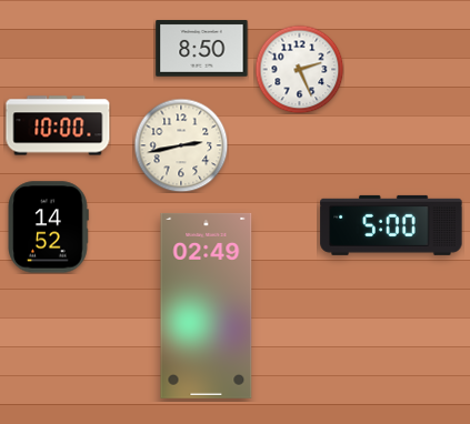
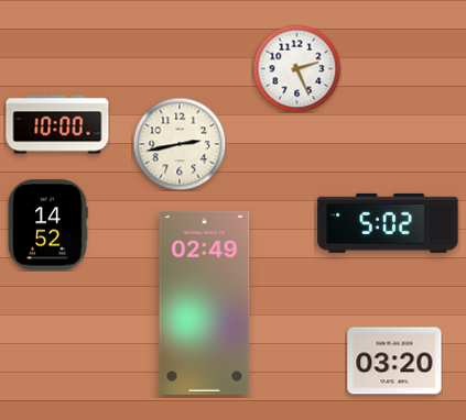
clock at (202, 49): 8:50 -> none
clock at (391, 225): 5:00 -> 5:02
clock at (394, 361): none -> 03:20
